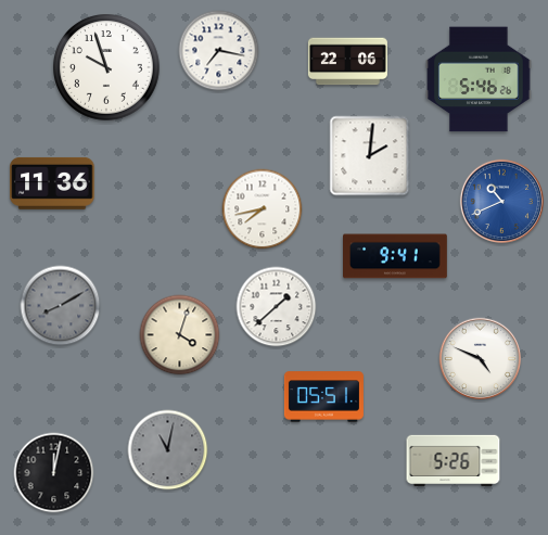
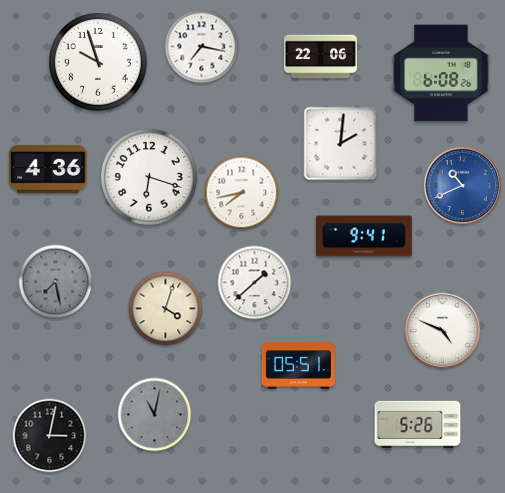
clock at (479, 79): 5:46 -> 6:08
clock at (52, 183): 11:36 -> 4:36
clock at (150, 178): none -> 6:18
clock at (61, 306): 8:10 -> 7:28
clock at (54, 473): 12:02 -> 3:02
